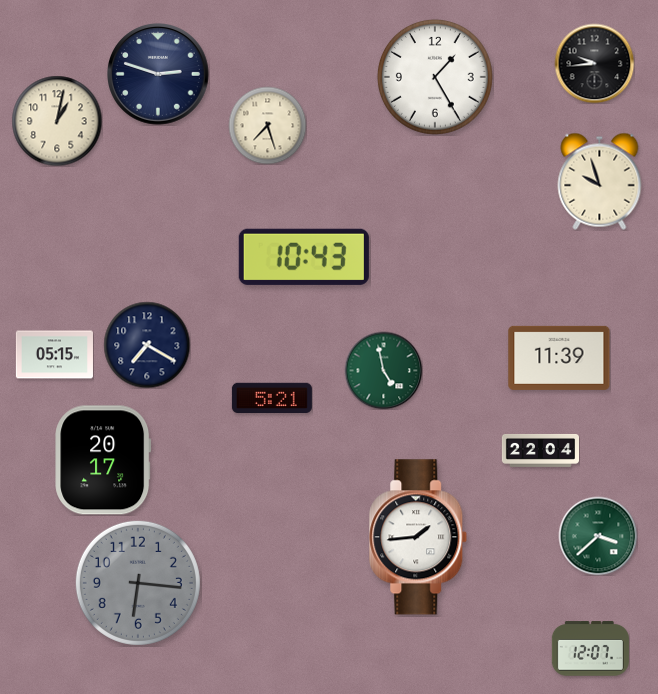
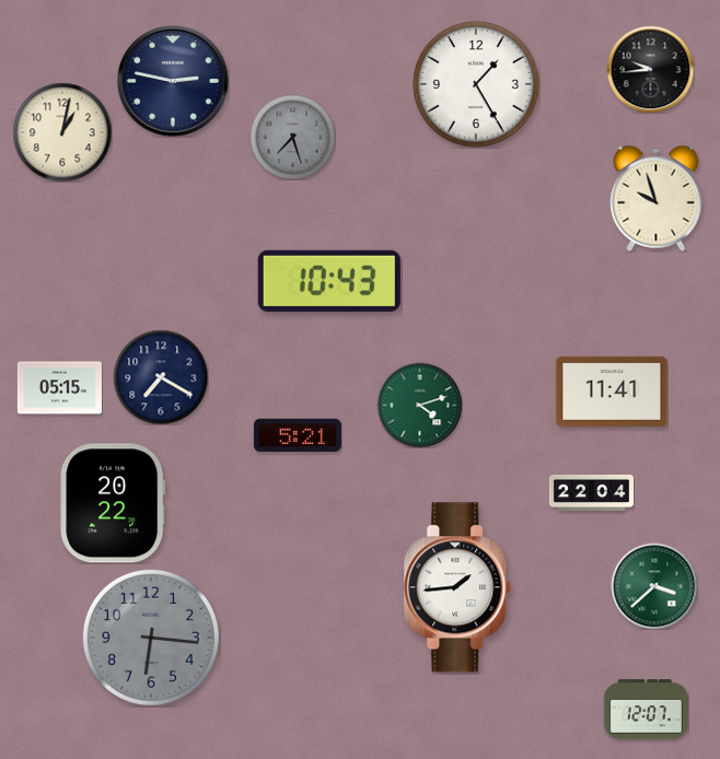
clock at (159, 75): 2:48 -> 2:47
clock at (267, 125) dial: cream -> grey
clock at (304, 257) position: (304, 257) -> (329, 281)
clock at (559, 358): 11:39 -> 11:41
clock at (383, 370): 4:58 -> 4:12
clock at (103, 460): 20:17 -> 20:22
